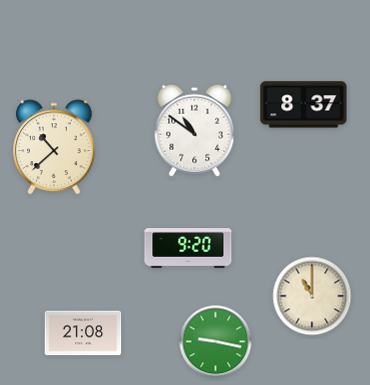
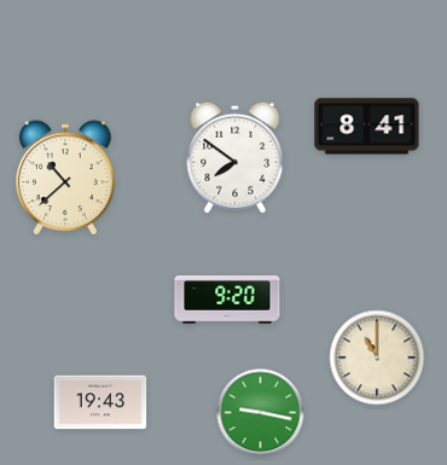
clock at (304, 105): 8:37 -> 8:41
clock at (195, 130): 10:51 -> 7:51
clock at (83, 333): 21:08 -> 19:43
